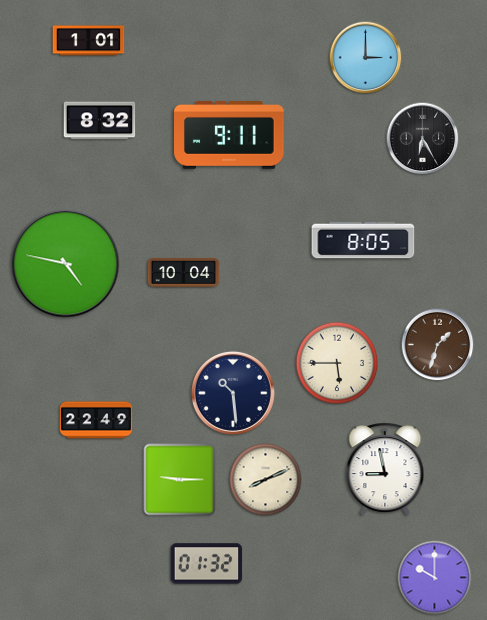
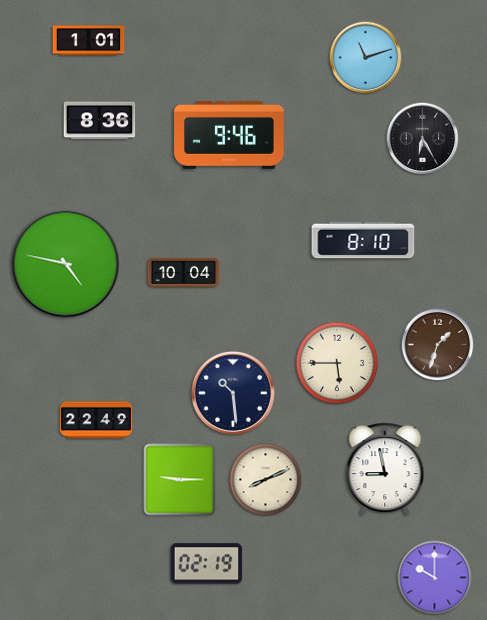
clock at (366, 58): 3:00 -> 11:12
clock at (100, 121): 8:32 -> 8:36
clock at (230, 136): 9:11 -> 9:46
clock at (363, 240): 8:05 -> 8:10
clock at (207, 564): 01:32 -> 02:19
